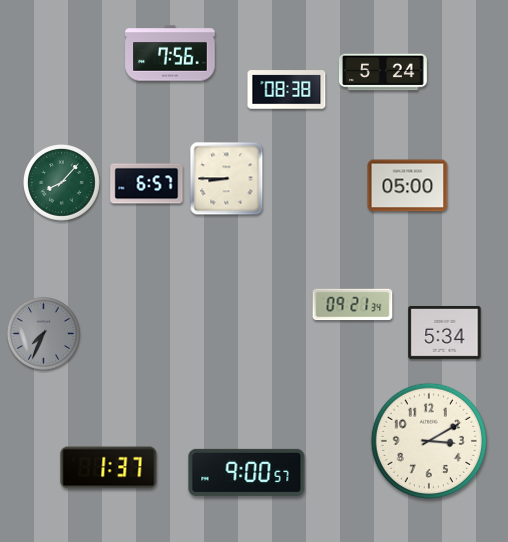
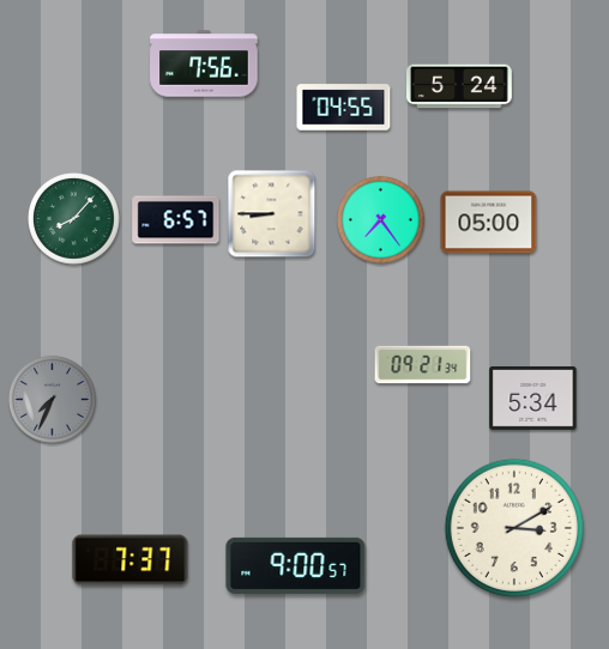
clock at (287, 90): 08:38 -> 04:55
clock at (380, 219): none -> 7:24
clock at (109, 468): 1:37 -> 7:37
